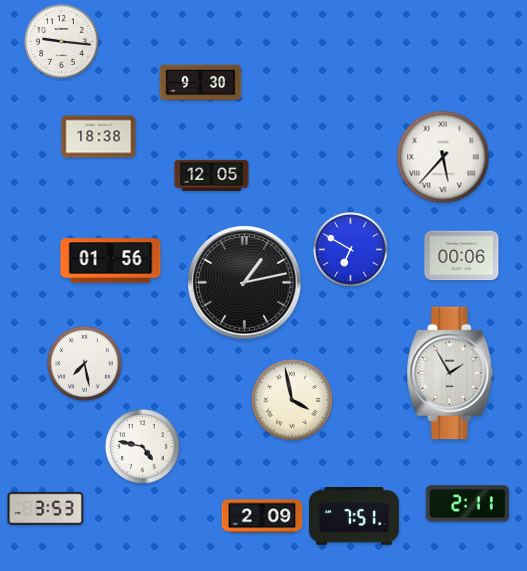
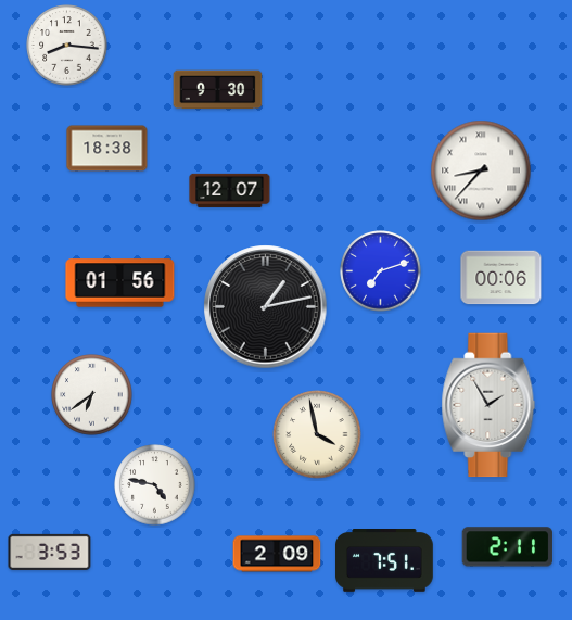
clock at (62, 42): 9:16 -> 8:16
clock at (443, 157): 5:37 -> 8:37
clock at (212, 175): 12:05 -> 12:07
clock at (351, 250): 6:50 -> 7:12
clock at (85, 364): 7:28 -> 6:39
clock at (262, 516) position: (262, 516) -> (277, 554)
